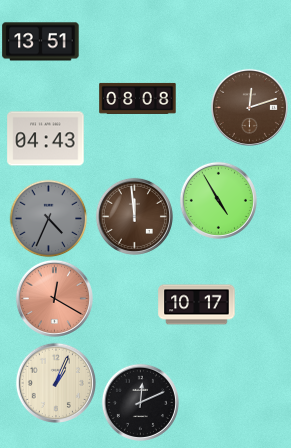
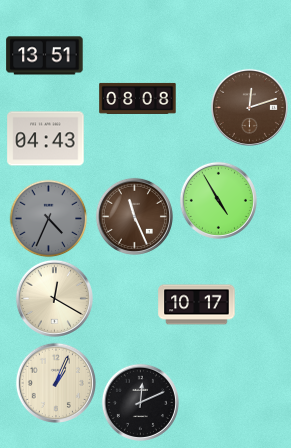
clock at (41, 42) position: (41, 42) -> (45, 56)
clock at (134, 216): 11:59 -> 11:26
clock at (54, 298) dial: salmon -> cream
